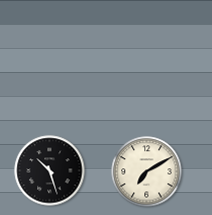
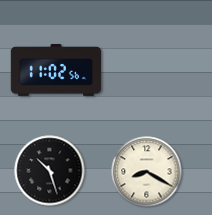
clock at (56, 70): none -> 11:02
clock at (147, 172): 7:10 -> 8:20
